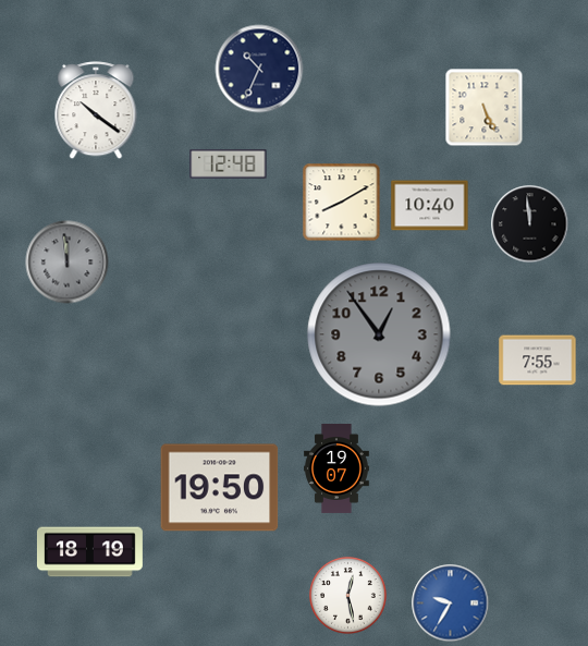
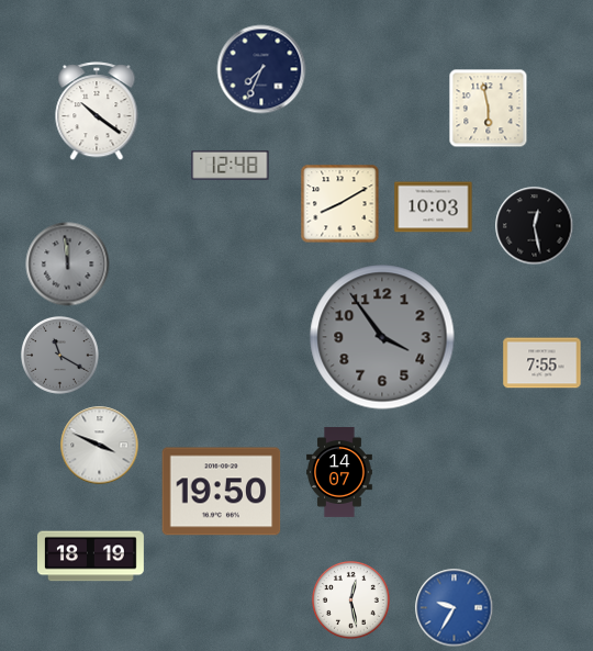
clock at (259, 69): 10:34 -> 7:34
clock at (485, 108): 5:26 -> 5:58
clock at (342, 203) position: (342, 203) -> (340, 204)
clock at (430, 206): 10:40 -> 10:03
clock at (530, 224): 11:59 -> 12:28
clock at (379, 334): 12:54 -> 3:54
clock at (60, 356): none -> 11:20
clock at (100, 446): none -> 3:49
clock at (338, 468): 19:07 -> 14:07
